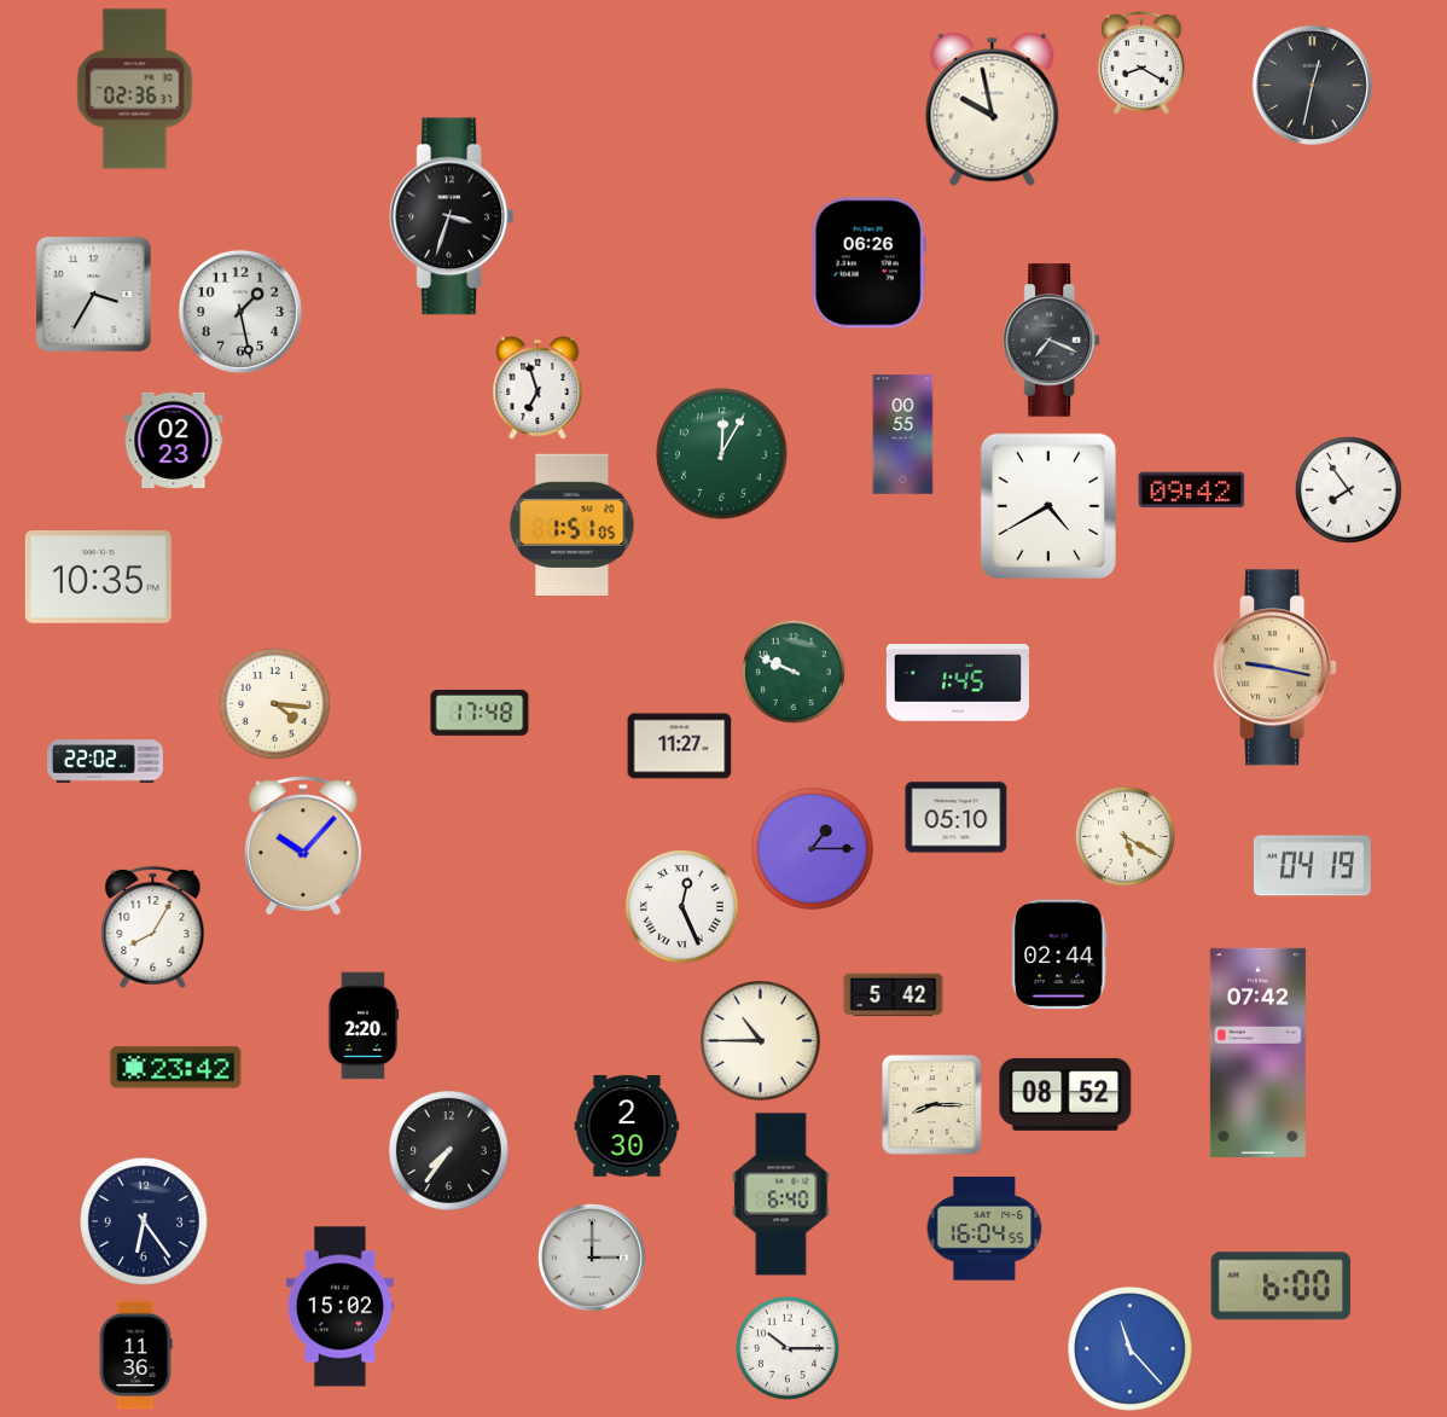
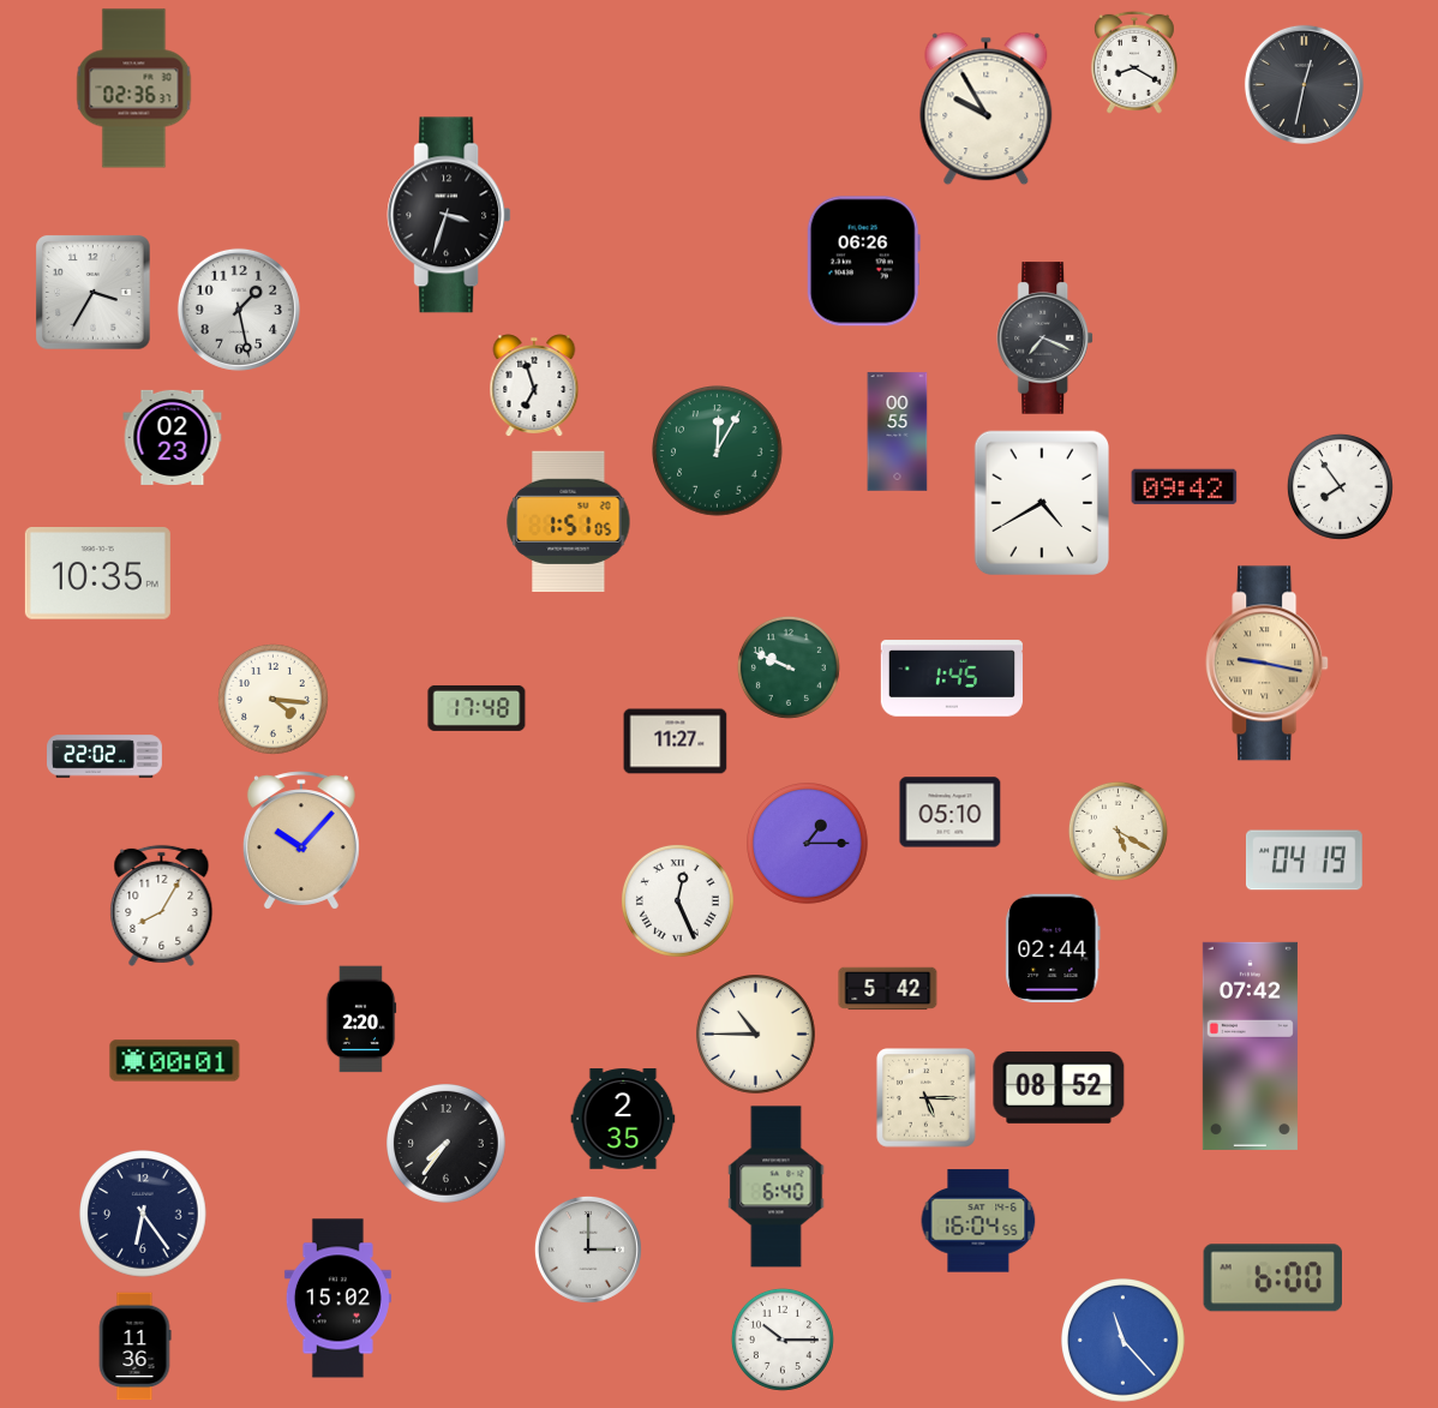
clock at (993, 110): 9:58 -> 9:55
clock at (153, 927) position: (153, 927) -> (162, 905)
clock at (176, 1068): 23:42 -> 00:01
clock at (932, 1105): 8:15 -> 5:15
clock at (627, 1126): 2:30 -> 2:35
